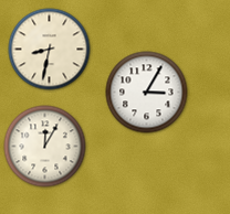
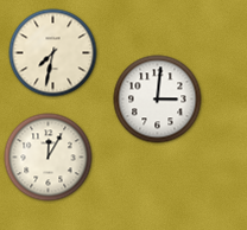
clock at (50, 50): 8:32 -> 7:32
clock at (147, 93): 3:05 -> 3:01
